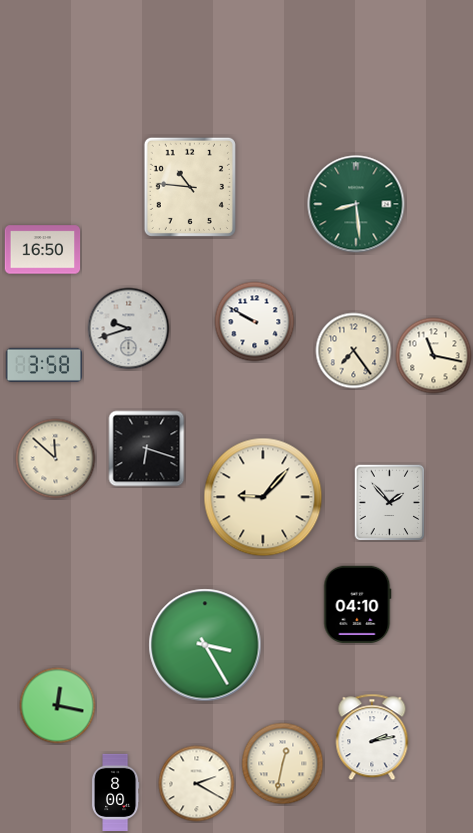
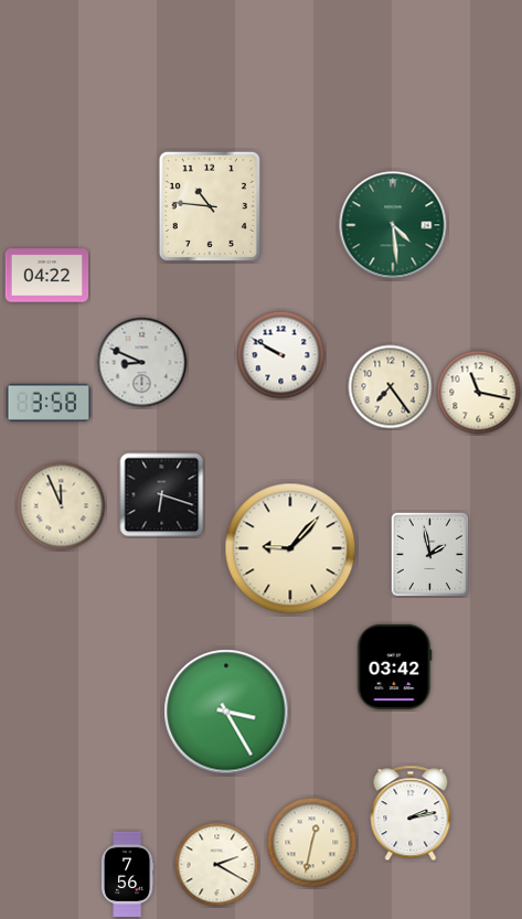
clock at (356, 204): 8:29 -> 4:29
clock at (43, 250): 16:50 -> 04:22
clock at (129, 329): 9:42 -> 8:49
clock at (56, 459): 11:52 -> 11:56
clock at (390, 503): 1:53 -> 1:58
clock at (358, 604): 04:10 -> 03:42
clock at (58, 706): 12:17 -> none
clock at (115, 792): 8:00 -> 7:56
